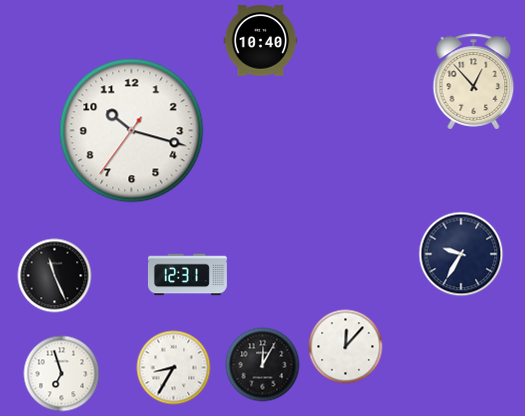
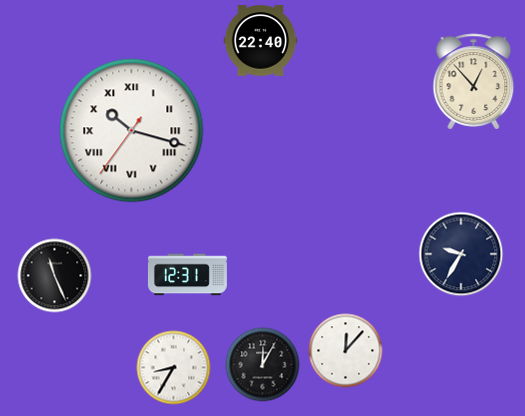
clock at (261, 41): 10:40 -> 22:40
clock at (132, 131) numerals: Arabic -> Roman
clock at (346, 347) position: (346, 347) -> (346, 351)
clock at (62, 374): 6:57 -> none
